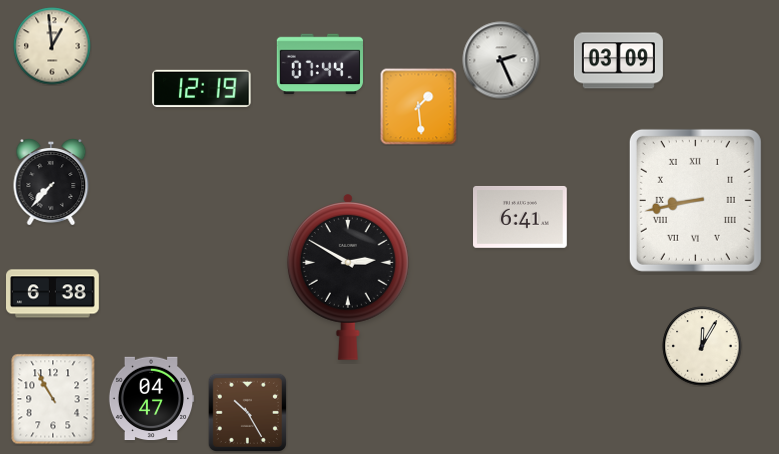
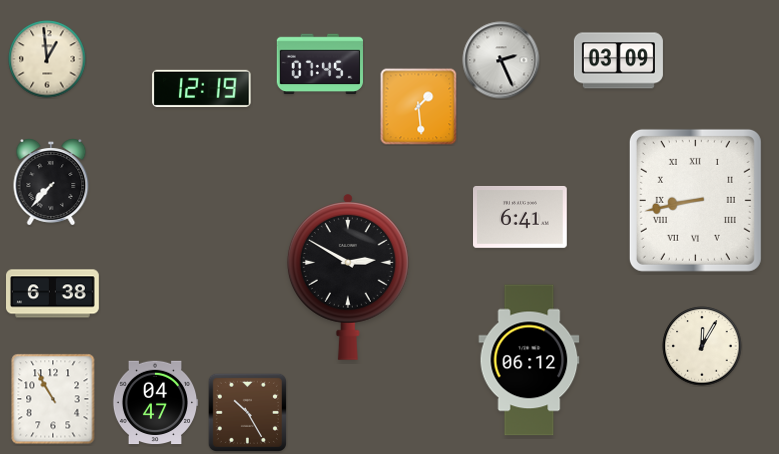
clock at (52, 46) position: (52, 46) -> (47, 59)
clock at (319, 64): 07:44 -> 07:45
clock at (529, 360): none -> 06:12
clock at (151, 399) position: (151, 399) -> (155, 403)
